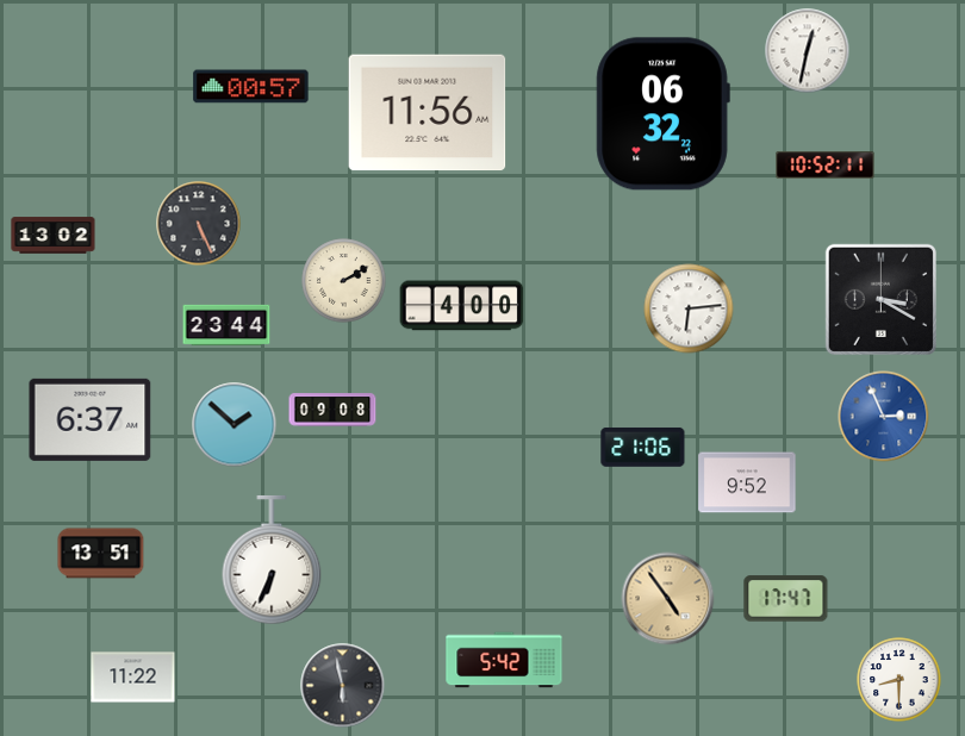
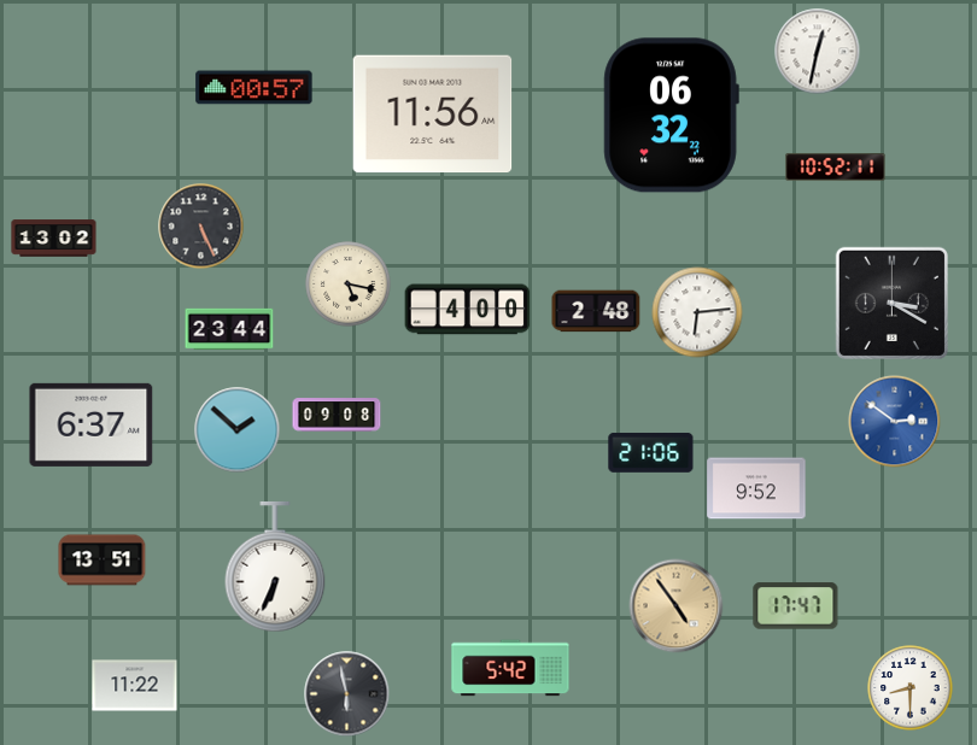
clock at (344, 281): 2:10 -> 5:17
clock at (596, 311): none -> 2:48
clock at (884, 417): 2:56 -> 2:51
